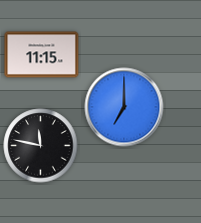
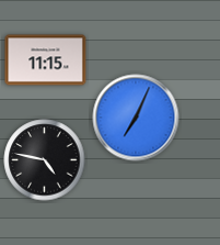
clock at (124, 107): 7:00 -> 7:04
clock at (41, 146): 11:47 -> 4:47
